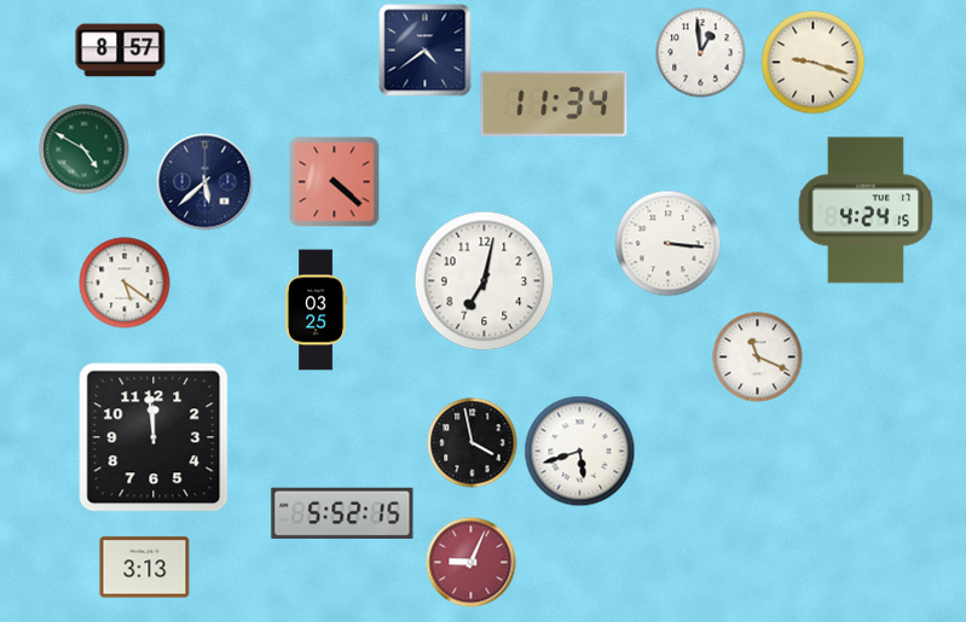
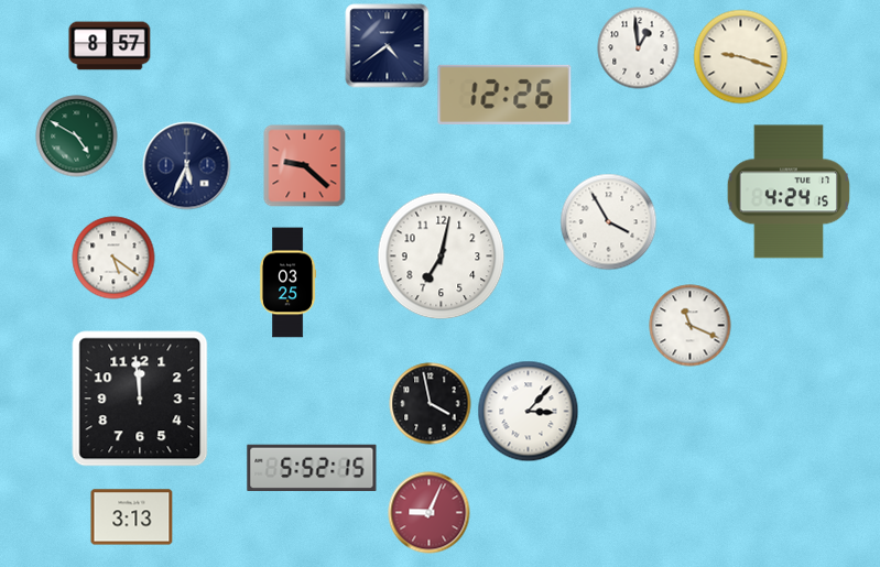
clock at (554, 104): 11:34 -> 12:26
clock at (206, 182): 5:38 -> 5:34
clock at (335, 182): 4:22 -> 9:22
clock at (669, 244): 3:16 -> 3:55
clock at (580, 452): 5:42 -> 3:07
